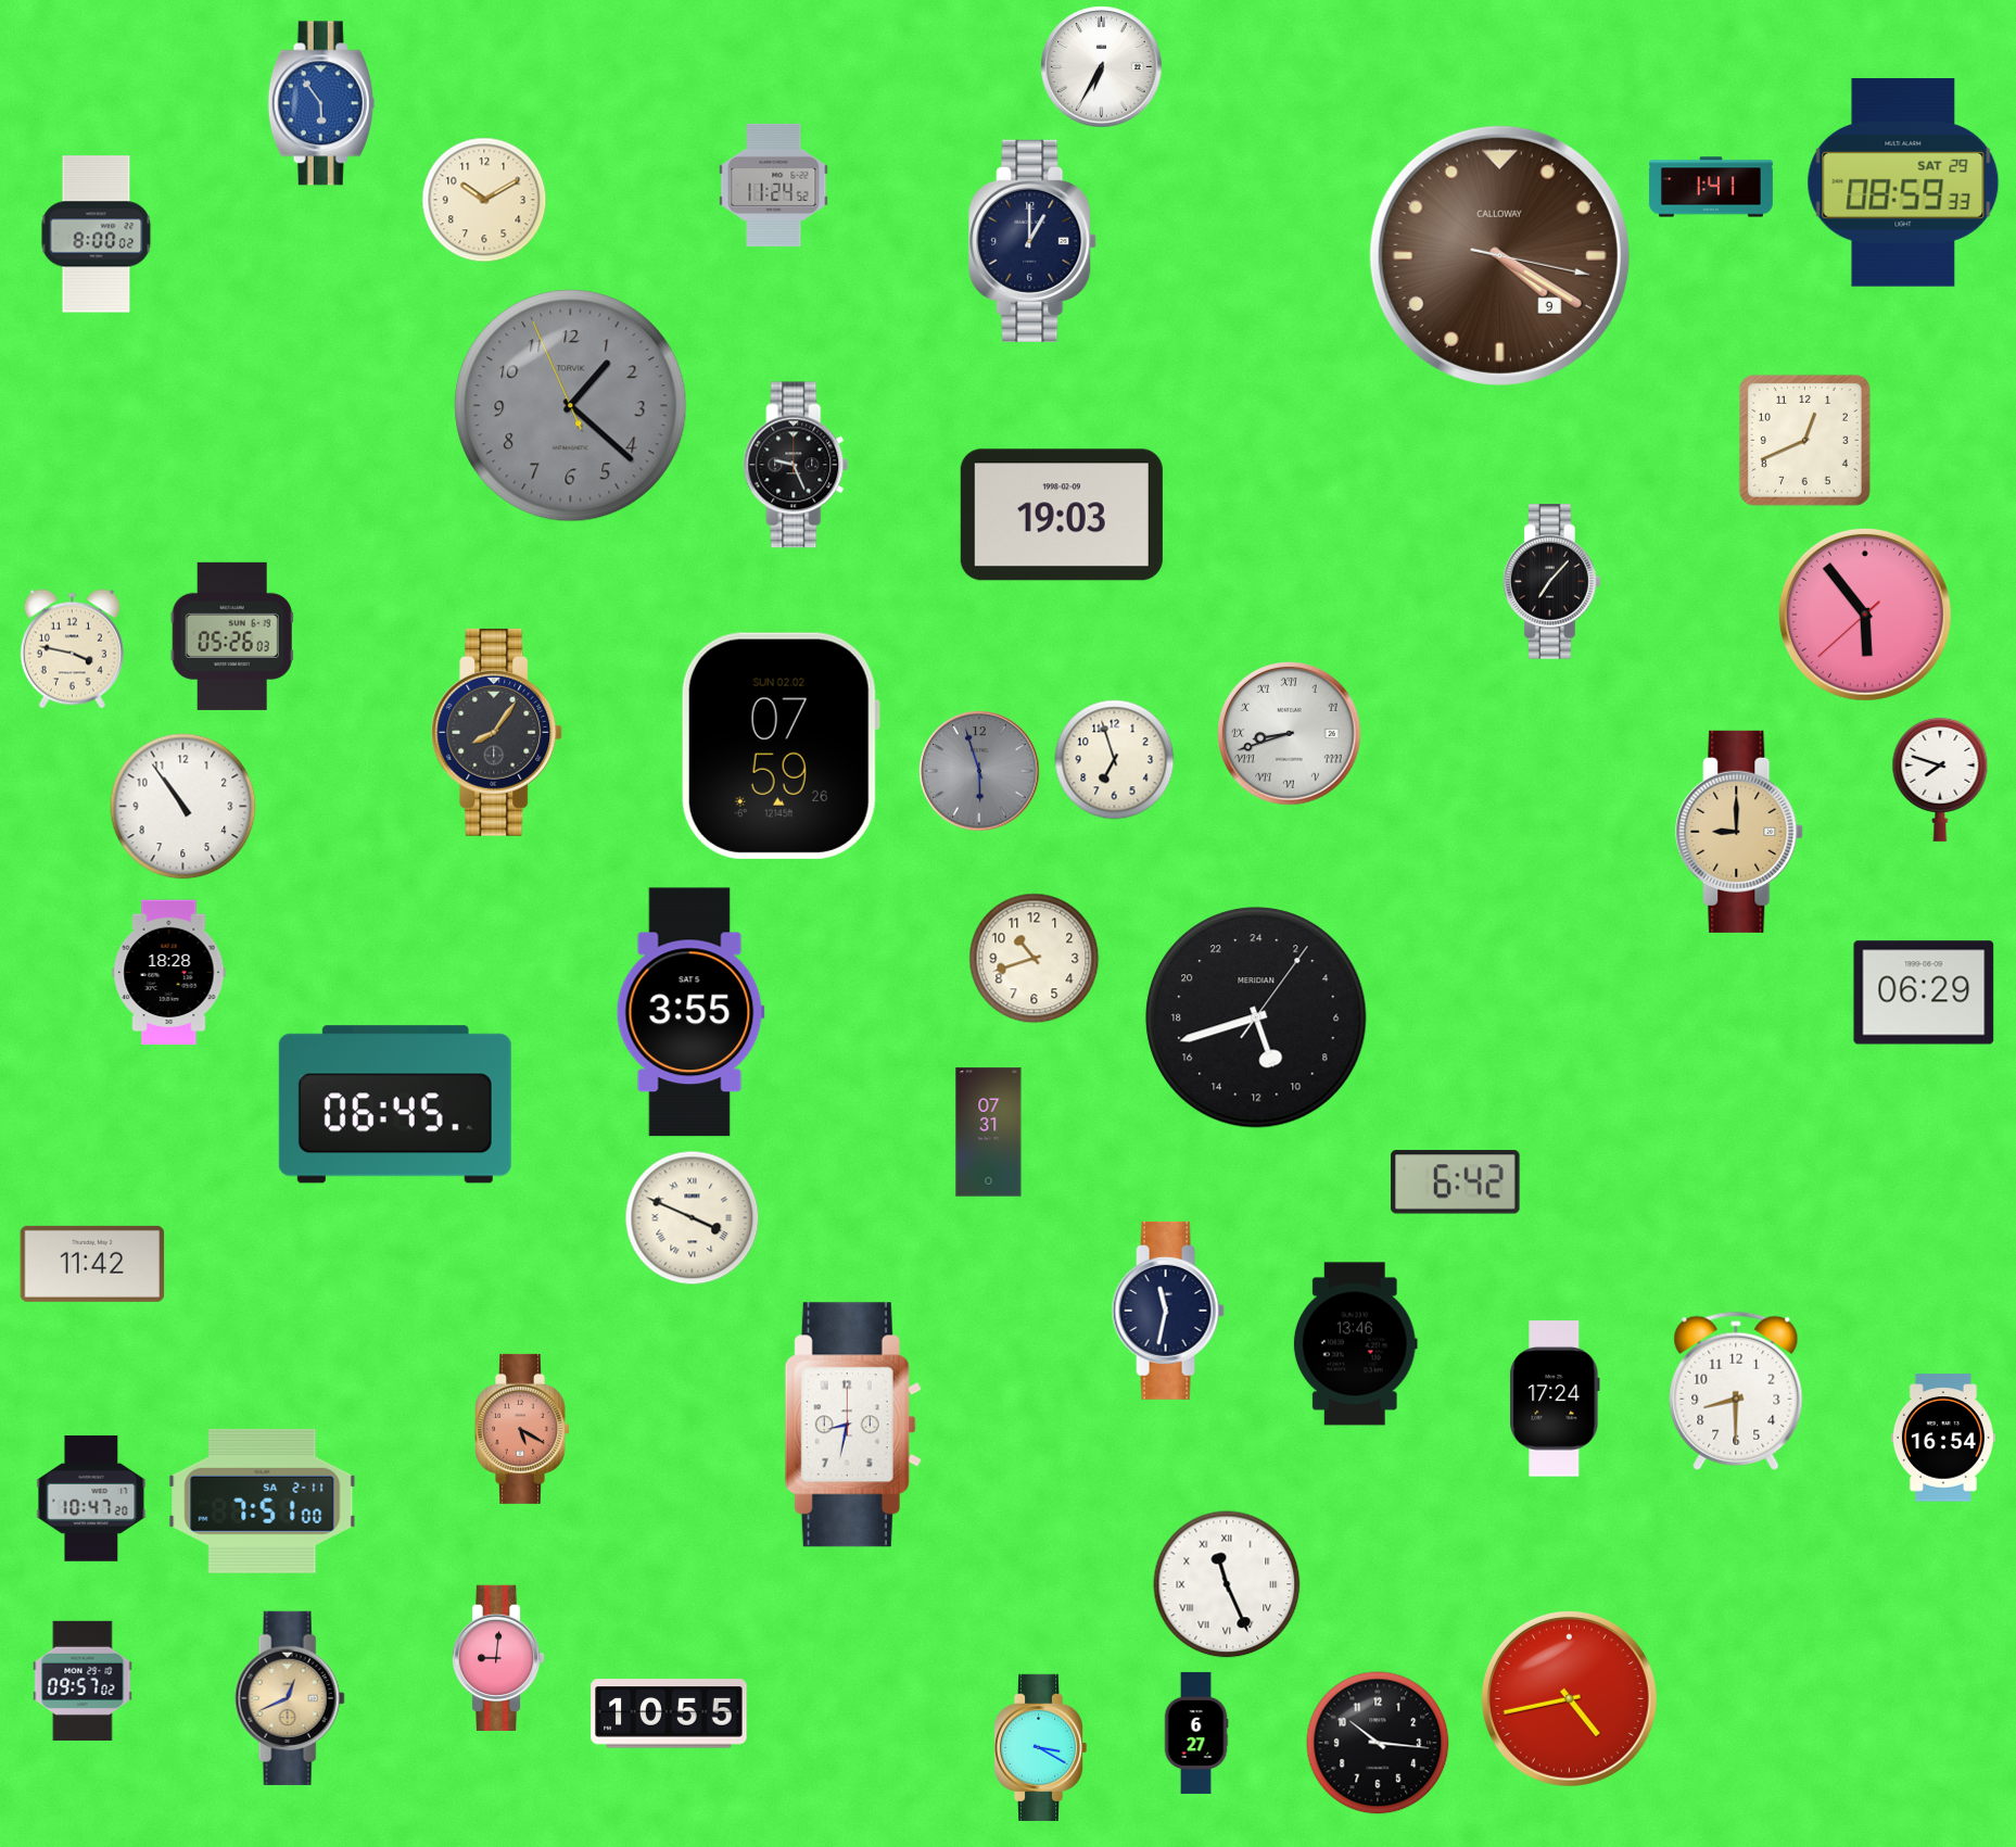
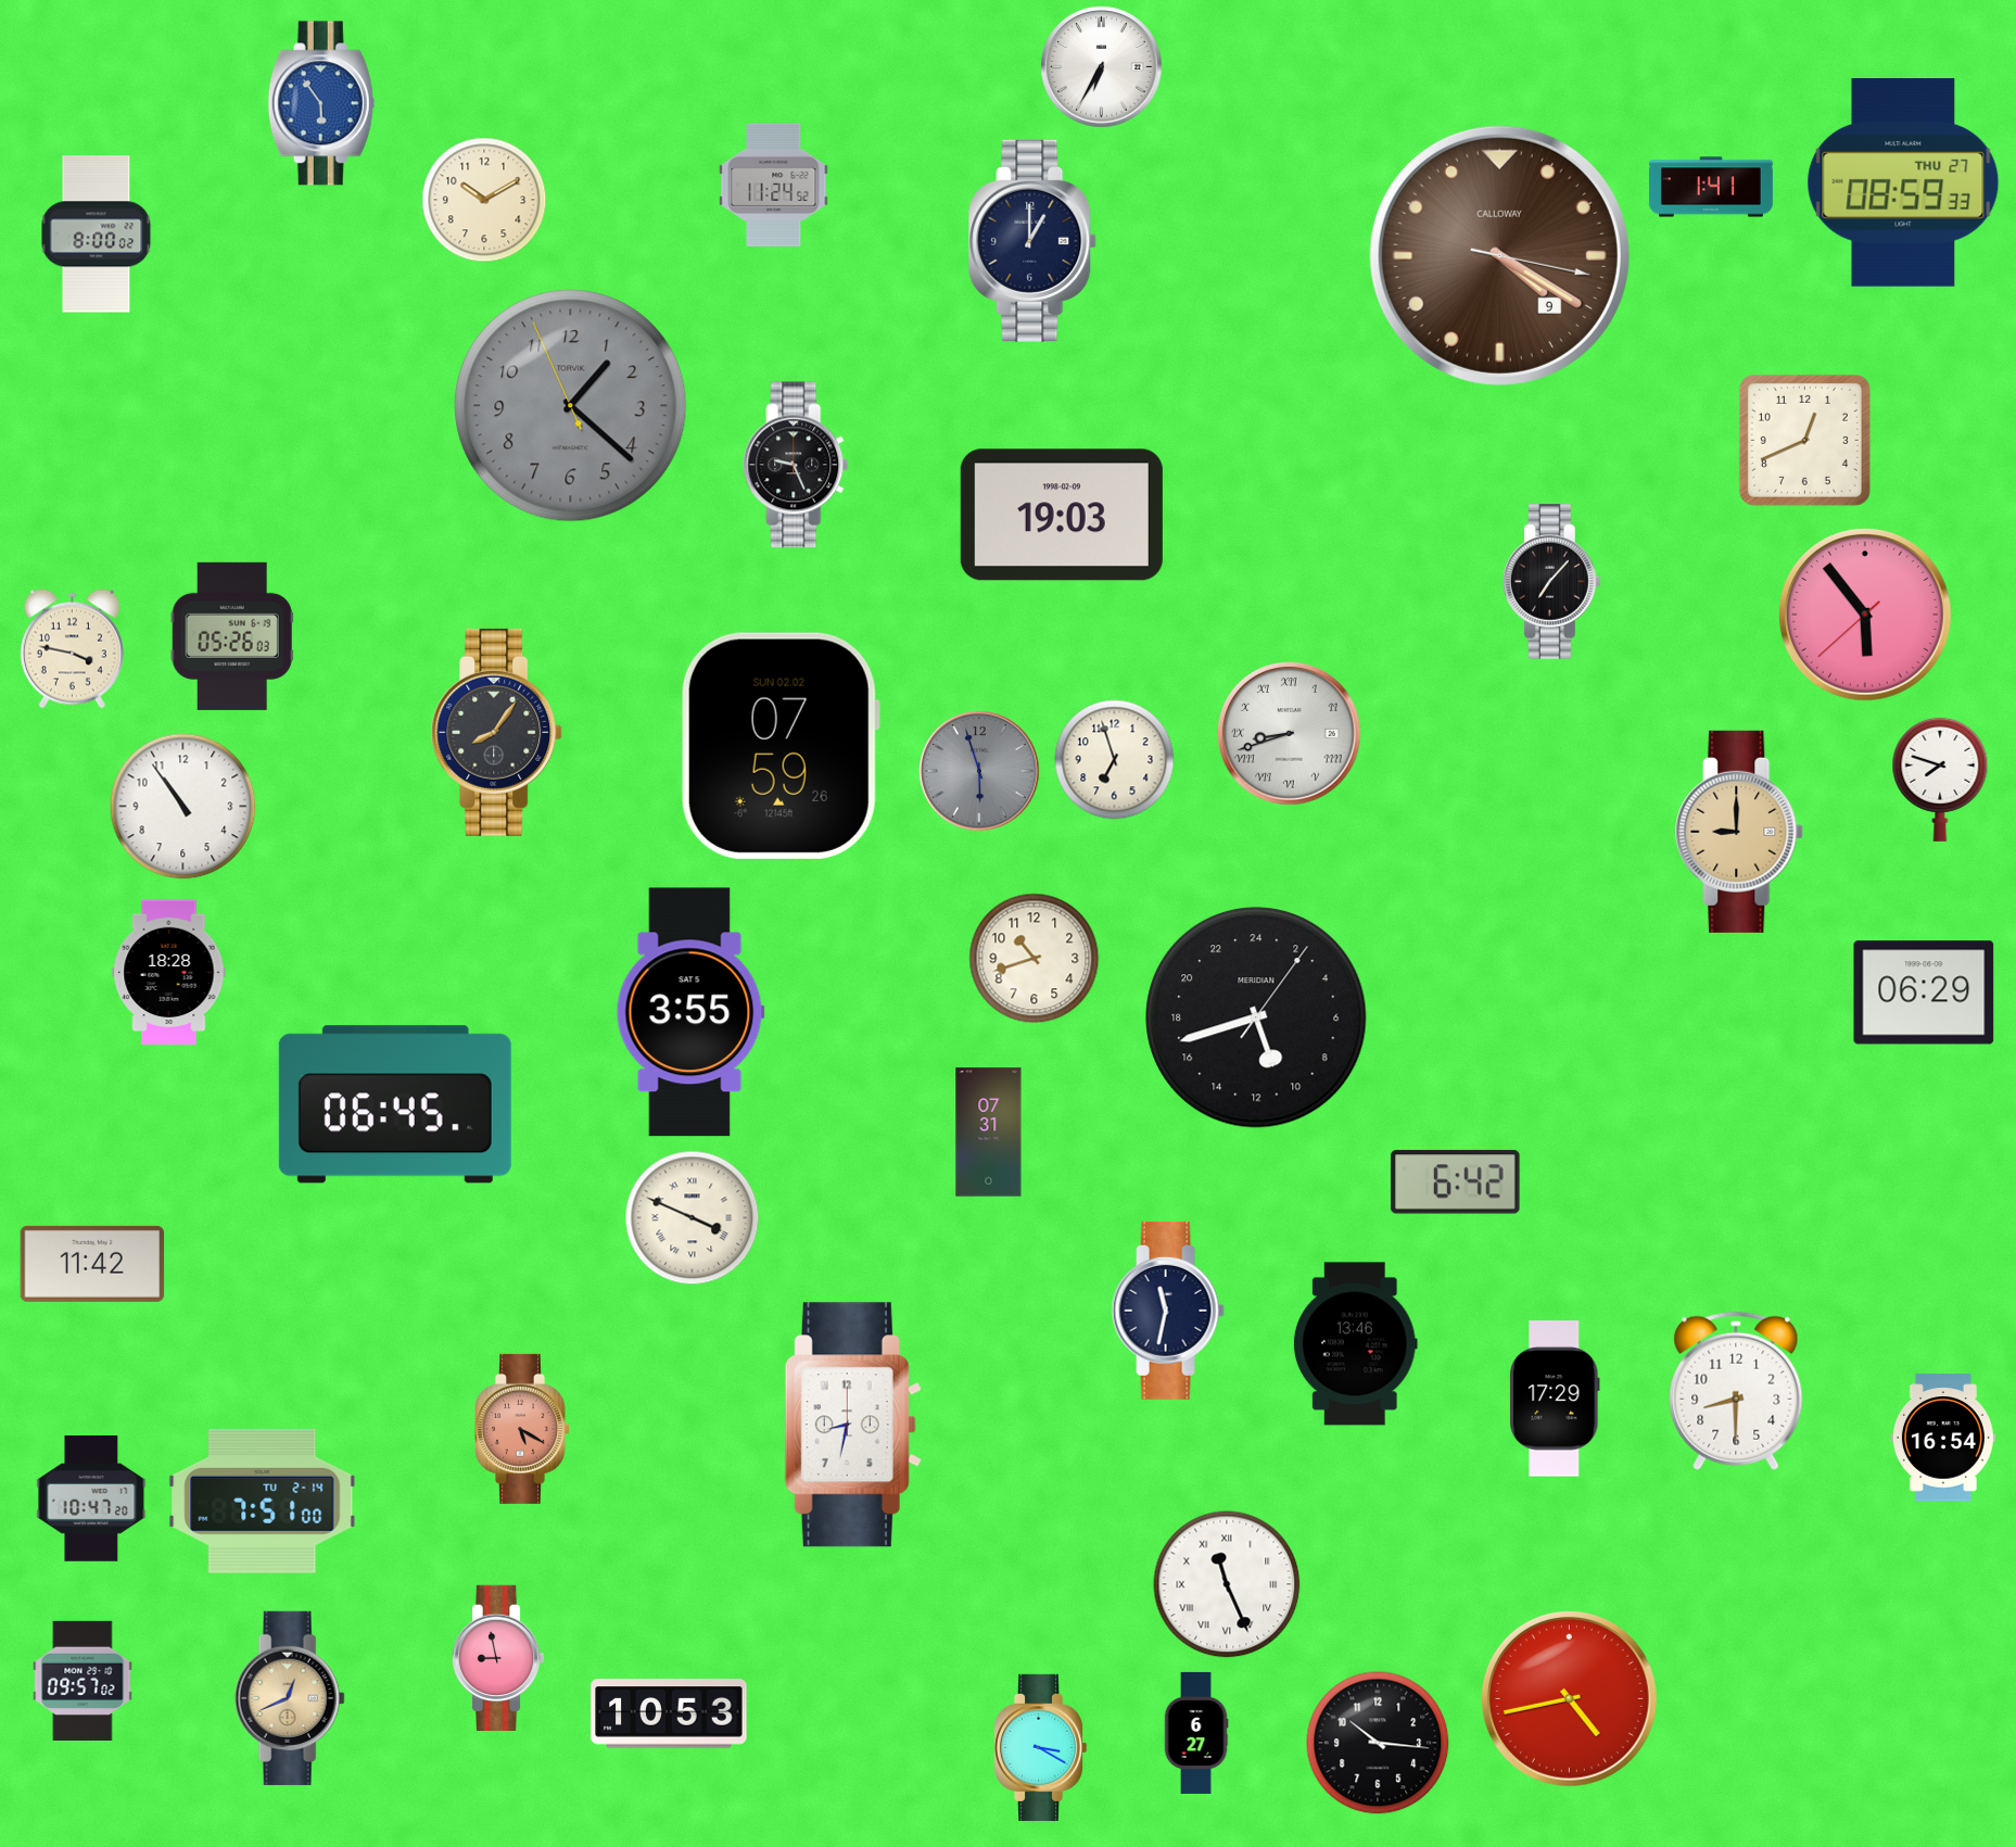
clock at (1903, 184) date: SAT 29 -> THU 27
clock at (1555, 1399): 17:24 -> 17:29
clock at (263, 1501) date: SA 2-11 -> TU 2-14
clock at (498, 1657): 9:01 -> 8:58
clock at (669, 1713): 10:55 -> 10:53
